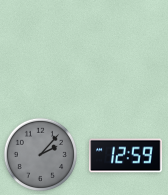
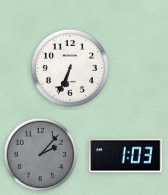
clock at (70, 68): none -> 6:34
clock at (126, 156): 12:59 -> 1:03
